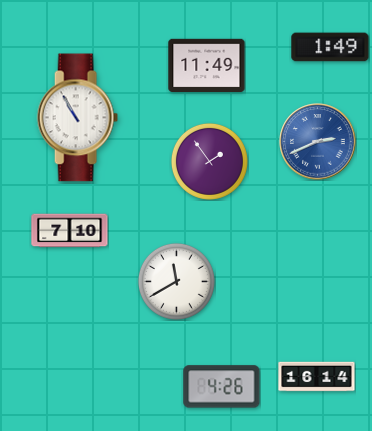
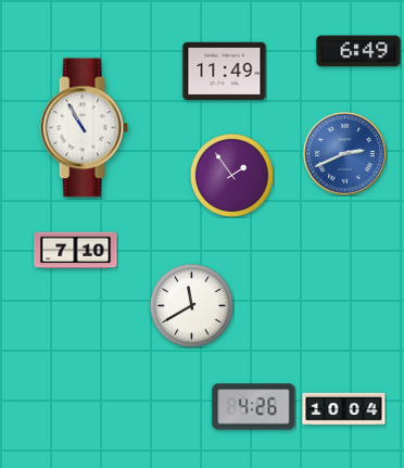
clock at (330, 47): 1:49 -> 6:49
clock at (209, 161) position: (209, 161) -> (231, 175)
clock at (317, 377): 16:14 -> 10:04
clock at (222, 387) position: (222, 387) -> (254, 407)
